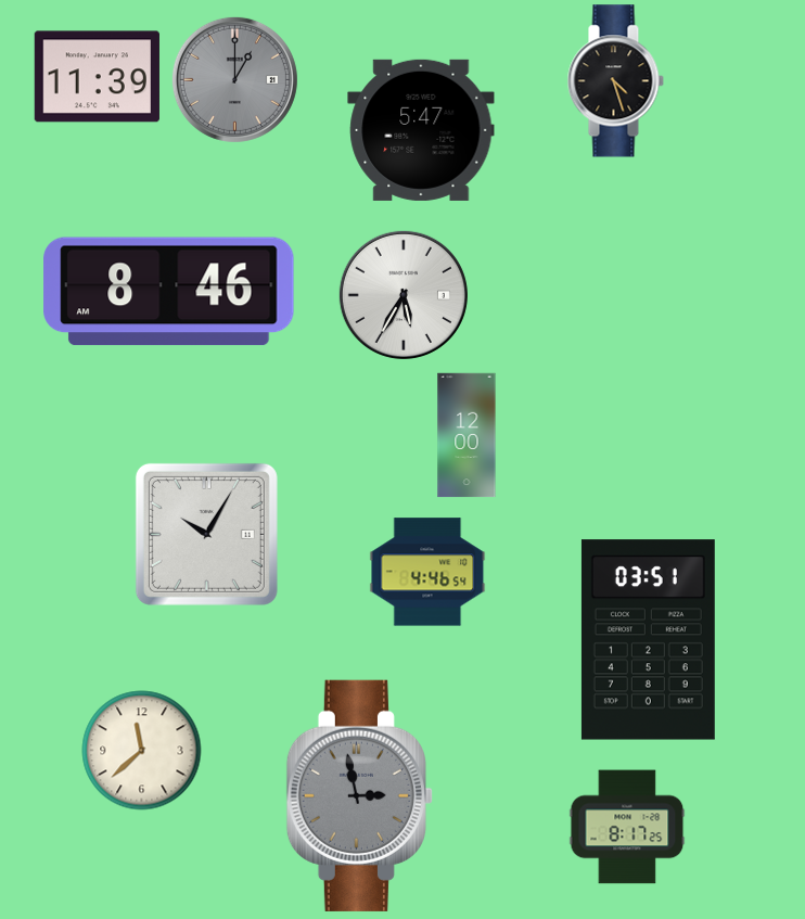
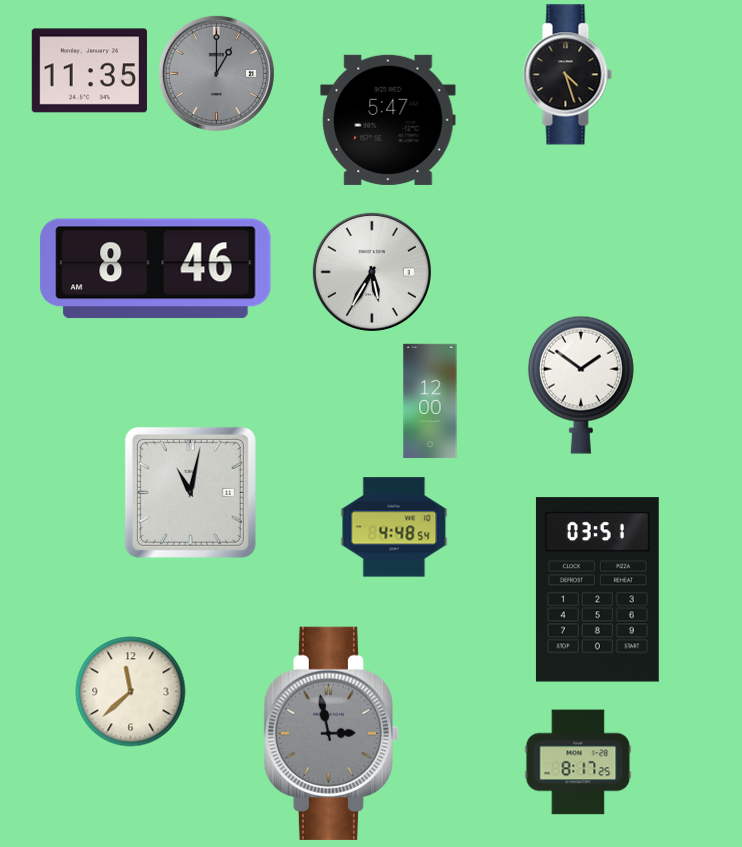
clock at (97, 77): 11:39 -> 11:35
clock at (581, 385): none -> 1:51
clock at (206, 534): 10:05 -> 11:02
clock at (427, 572): 4:46 -> 4:48
